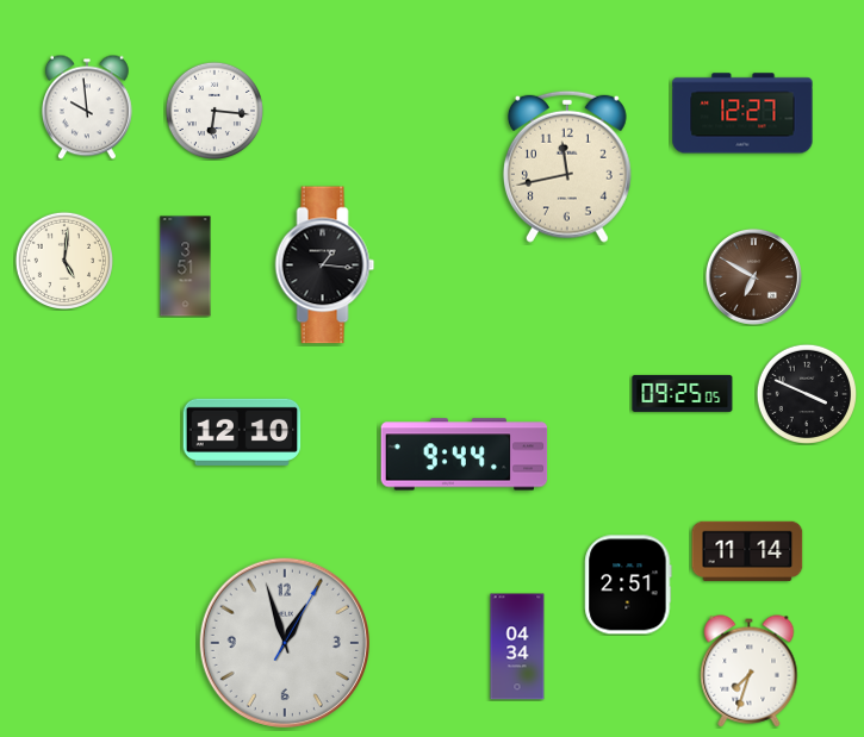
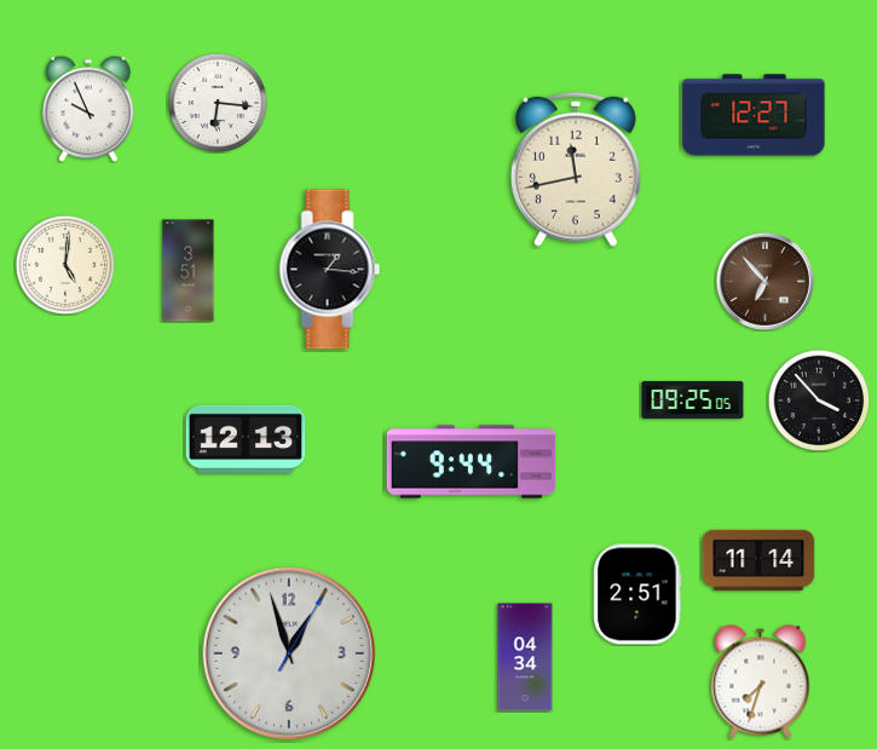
clock at (87, 107): 9:59 -> 9:56
clock at (213, 110) position: (213, 110) -> (217, 102)
clock at (753, 276): 6:50 -> 6:53
clock at (806, 393): 3:49 -> 3:53
clock at (242, 432): 12:10 -> 12:13
